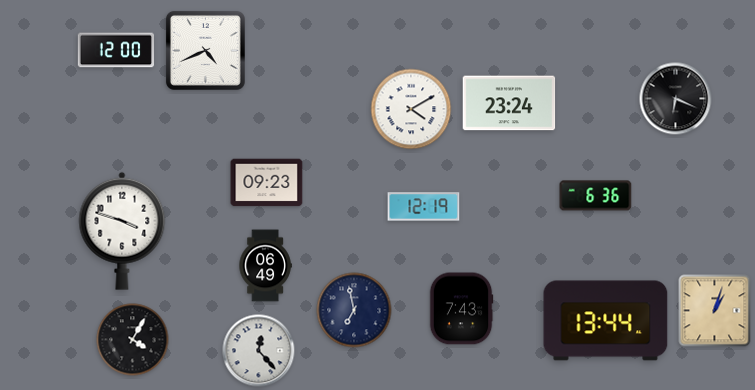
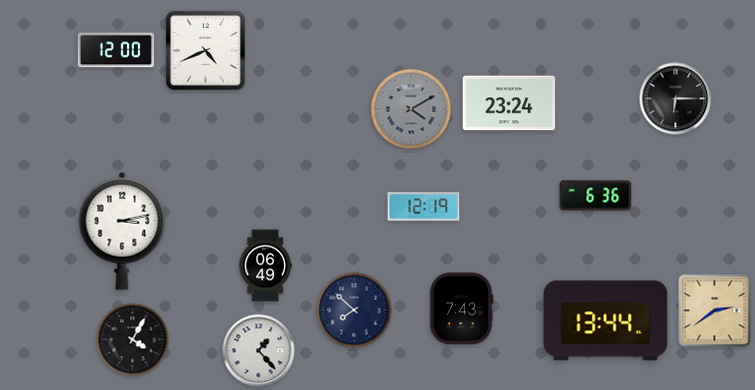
clock at (676, 99): 6:19 -> 6:15
clock at (411, 109) dial: white -> grey
clock at (267, 183): 09:23 -> none
clock at (122, 231): 3:48 -> 3:13
clock at (354, 310): 6:58 -> 7:52
clock at (715, 311): 1:03 -> 2:39
clock at (259, 351): 12:23 -> 1:23
